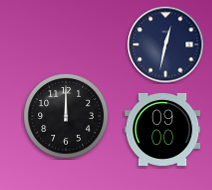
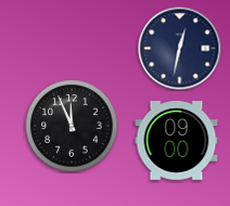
clock at (66, 116): 12:00 -> 11:56
